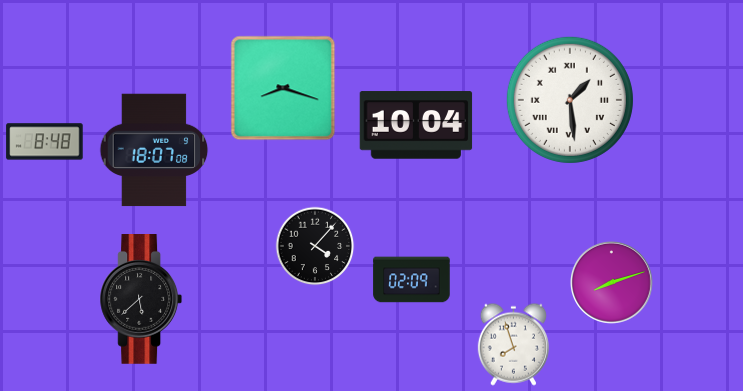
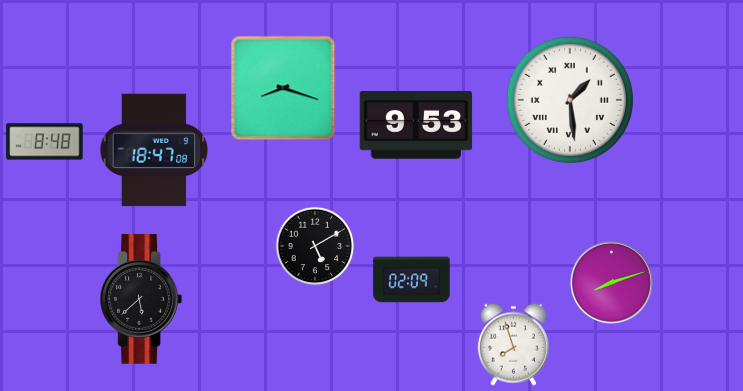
clock at (416, 125): 10:04 -> 9:53
clock at (154, 150): 18:07 -> 18:47
clock at (315, 246): 4:07 -> 5:10
